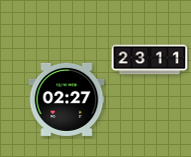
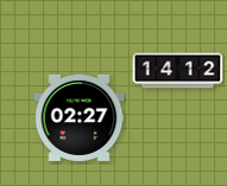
clock at (150, 60): 23:11 -> 14:12
